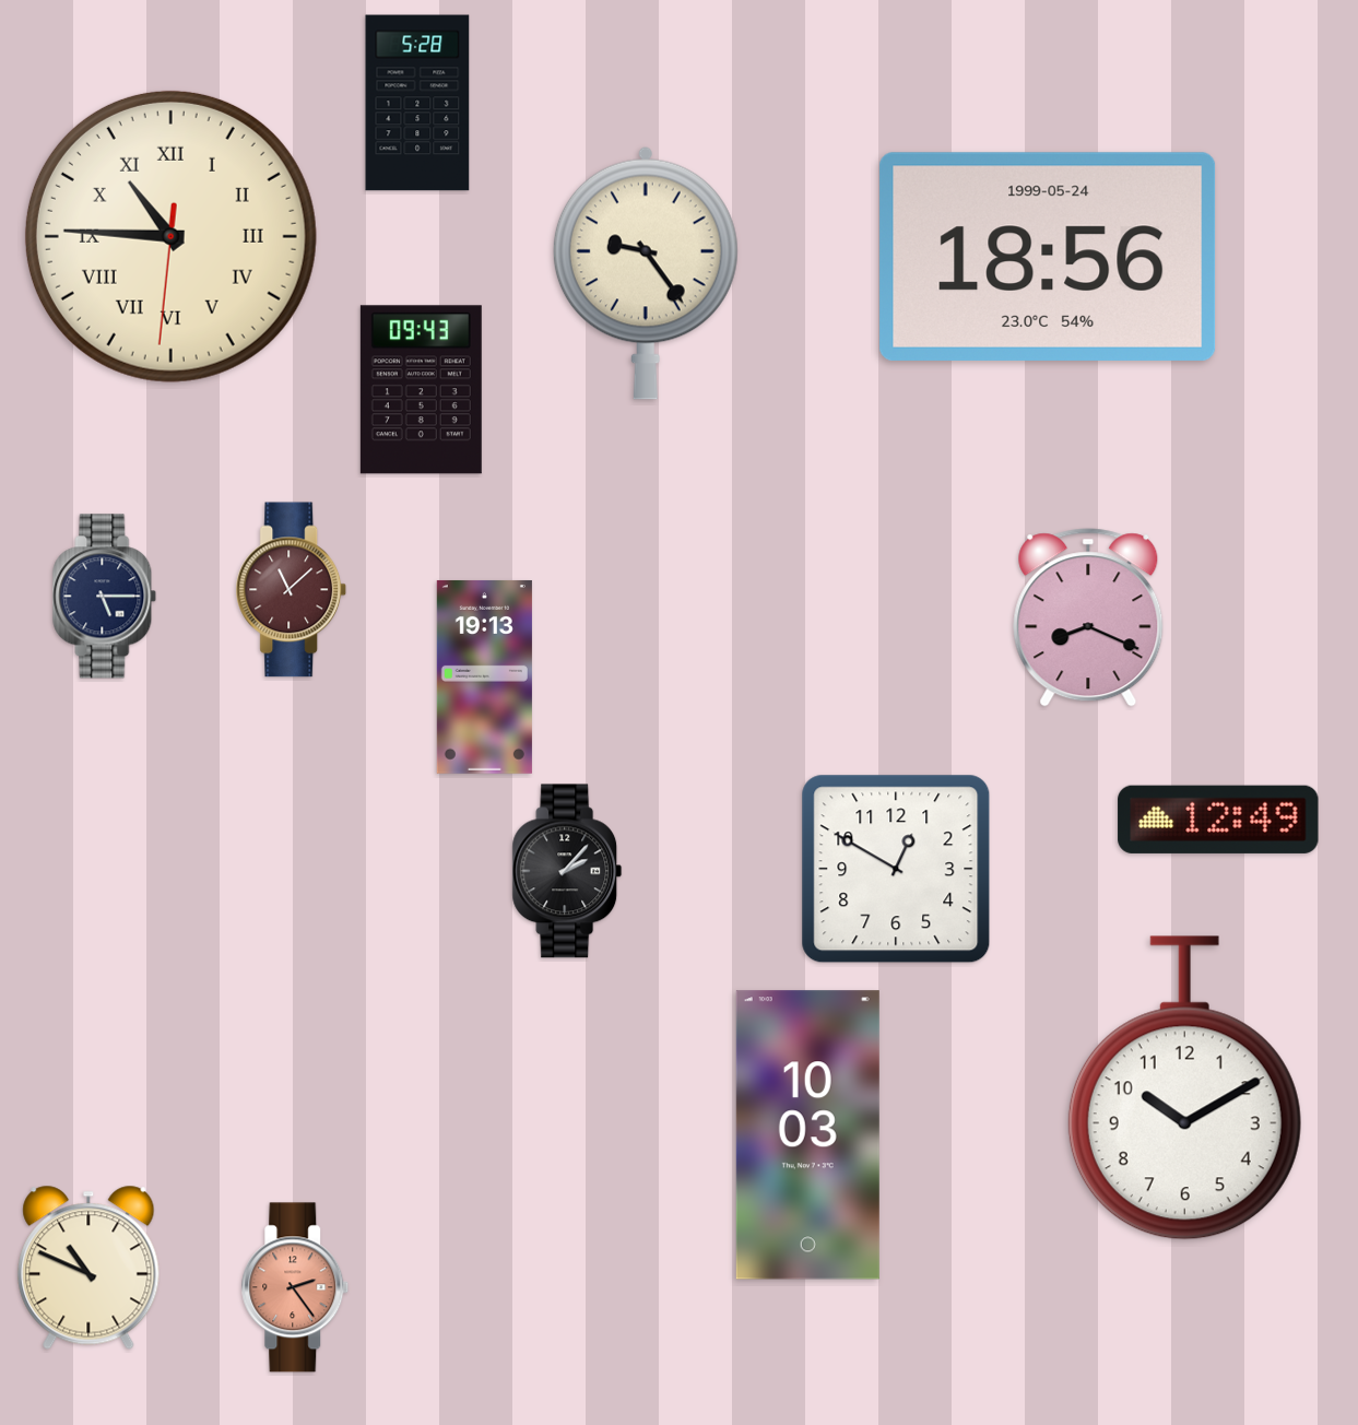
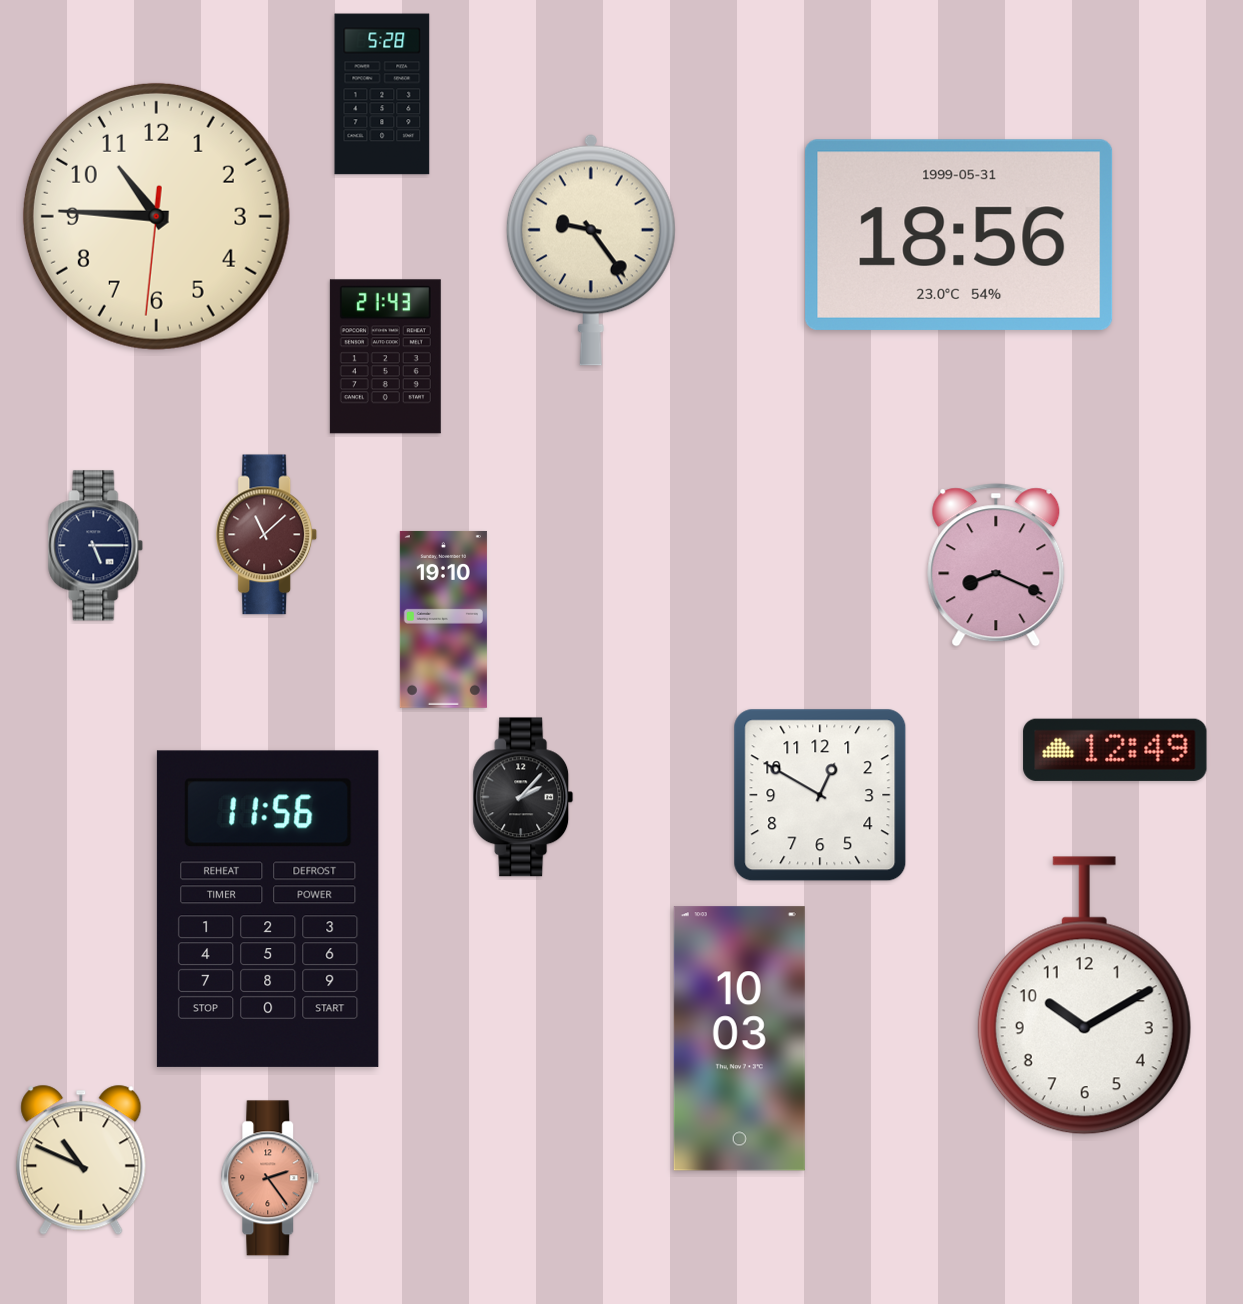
clock at (170, 236) numerals: Roman -> Arabic
clock at (1048, 257) date: 1999-05-24 -> 1999-05-31
clock at (421, 390): 09:43 -> 21:43
clock at (292, 590) position: (292, 590) -> (267, 535)
clock at (484, 676): 19:13 -> 19:10
clock at (567, 871) position: (567, 871) -> (523, 797)
clock at (268, 909): none -> 11:56
